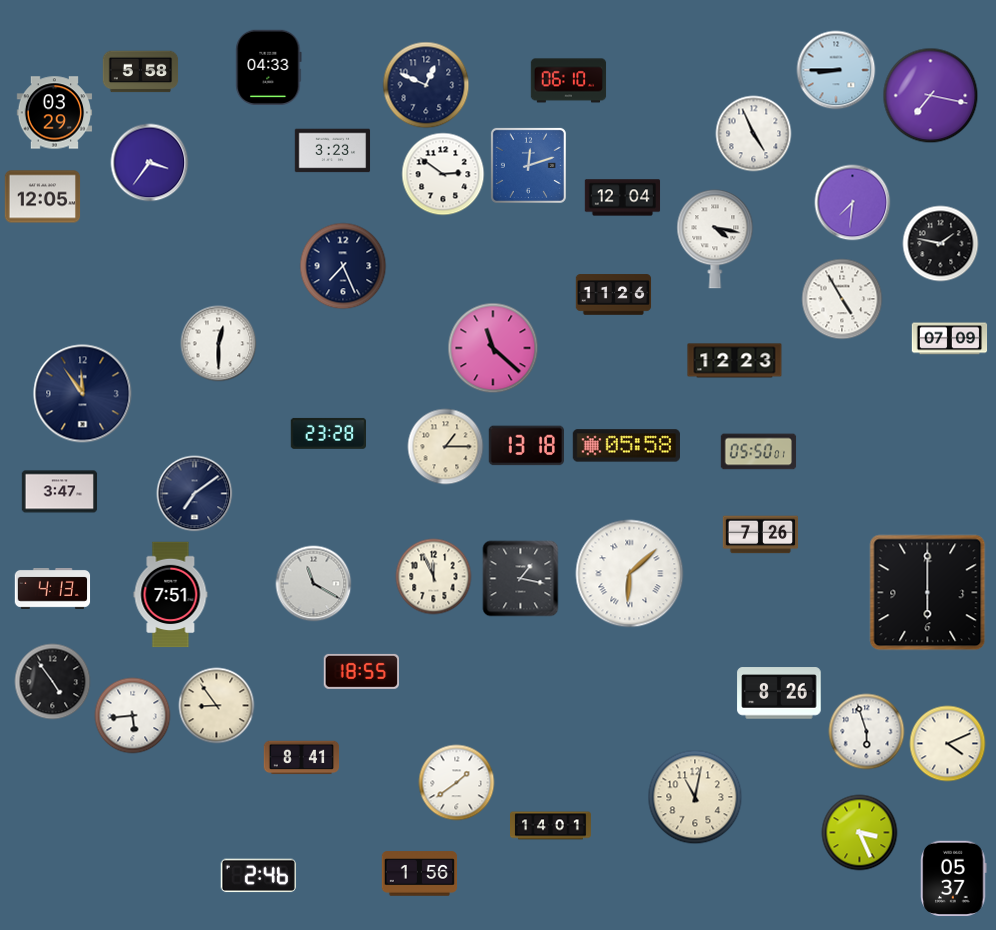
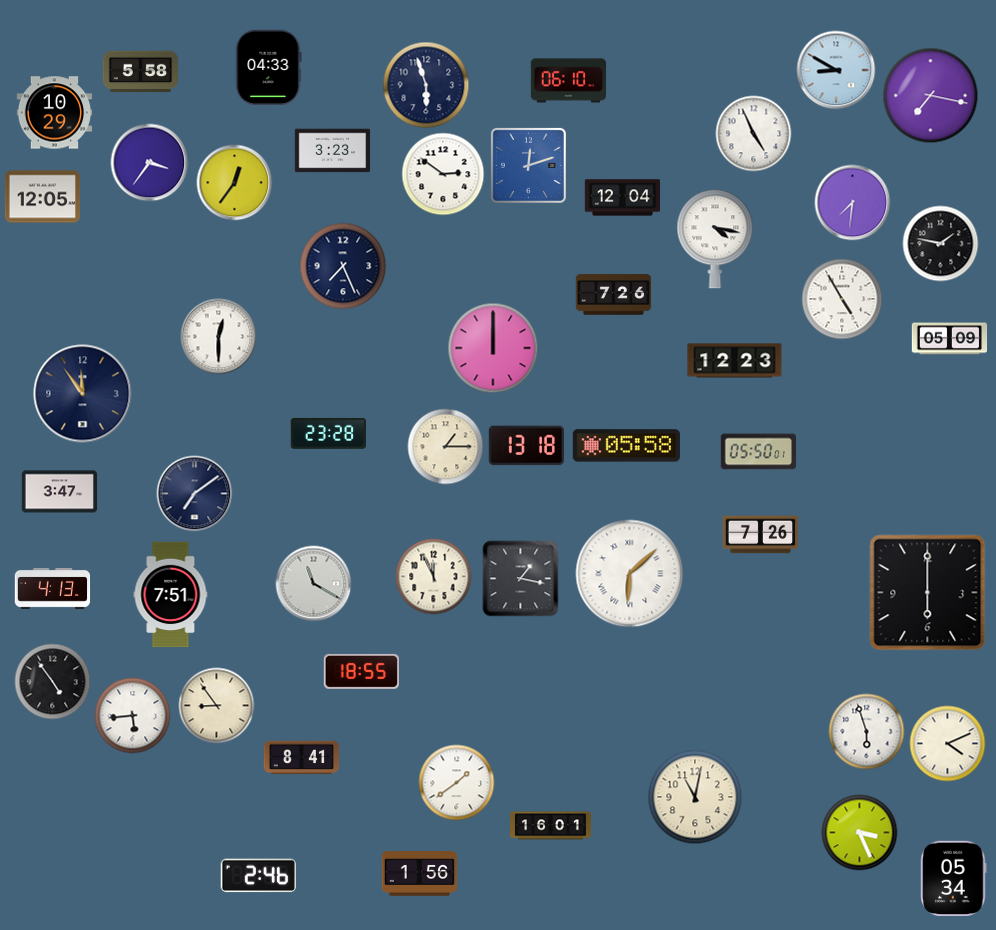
clock at (836, 70): 8:45 -> 8:50
clock at (426, 85): 12:49 -> 5:57
clock at (55, 113): 03:29 -> 10:29
clock at (235, 183): none -> 12:36
clock at (614, 295): 11:26 -> 7:26
clock at (950, 339): 07:09 -> 05:09
clock at (219, 344) position: (219, 344) -> (219, 337)
clock at (493, 348): 11:22 -> 12:00
clock at (779, 693): 8:26 -> none
clock at (551, 826): 14:01 -> 16:01
clock at (954, 878): 05:37 -> 05:34
